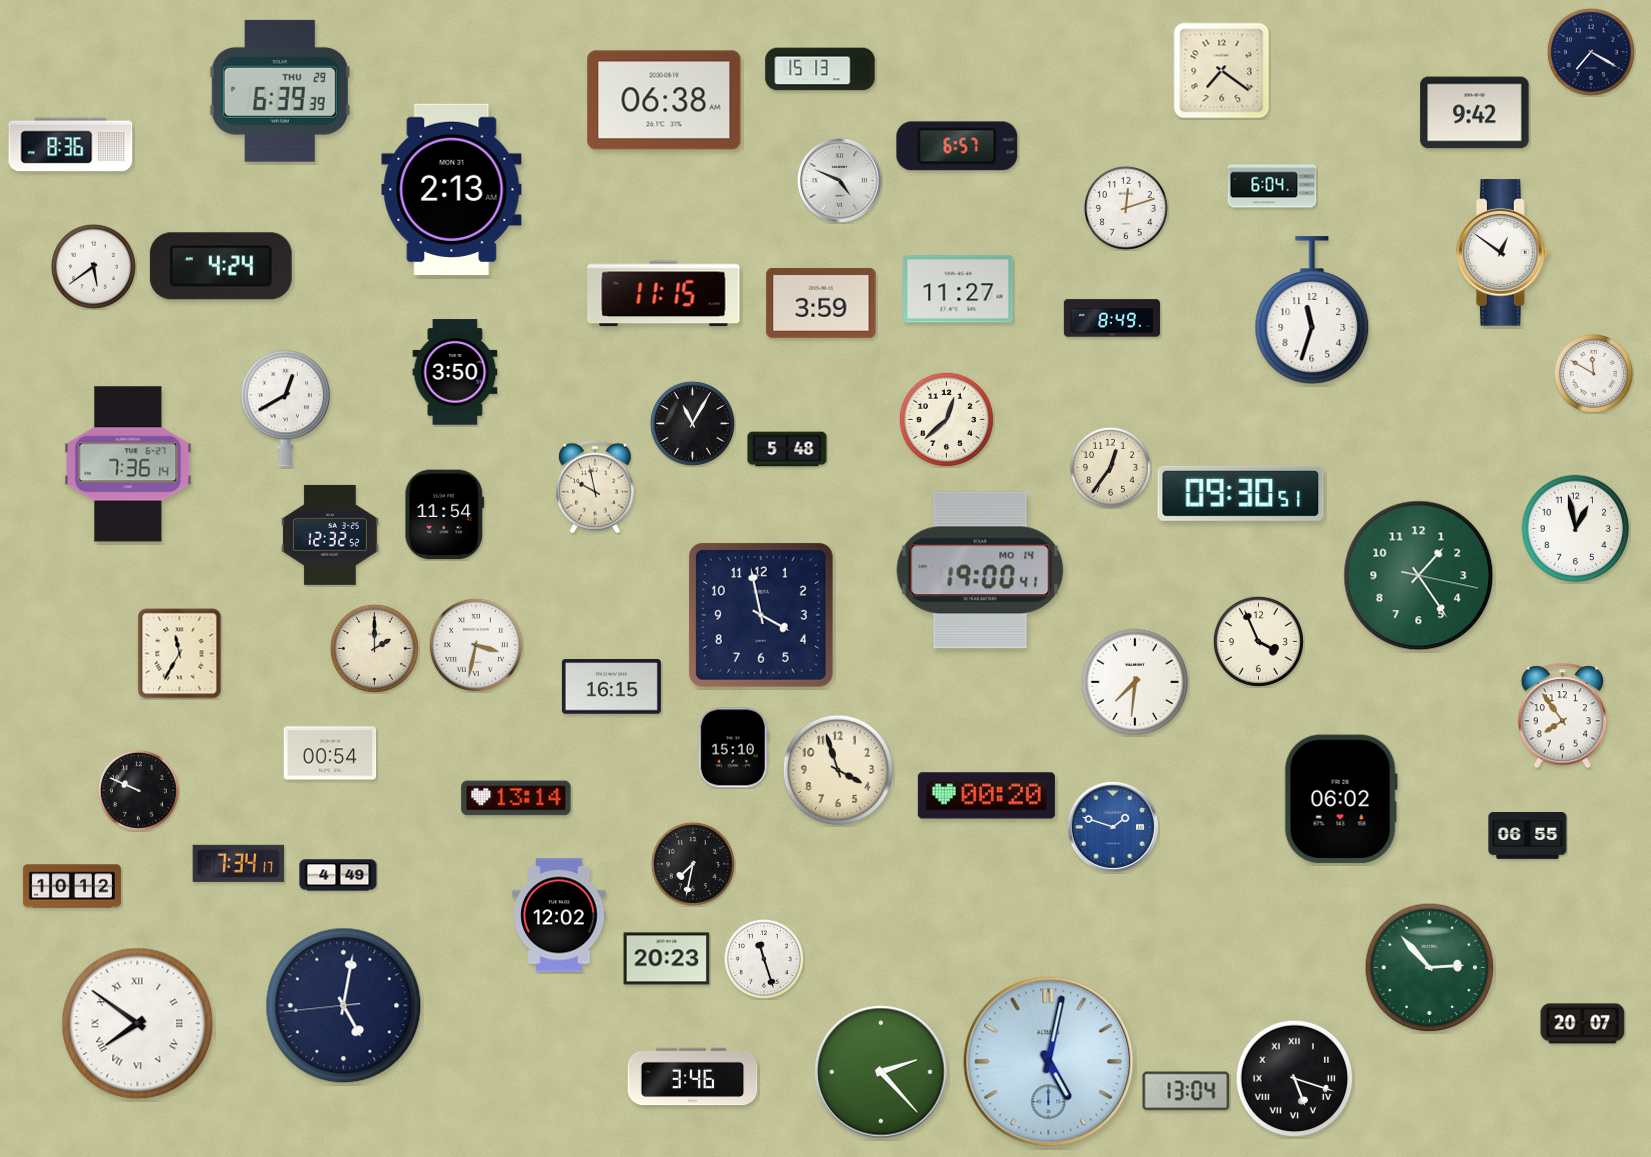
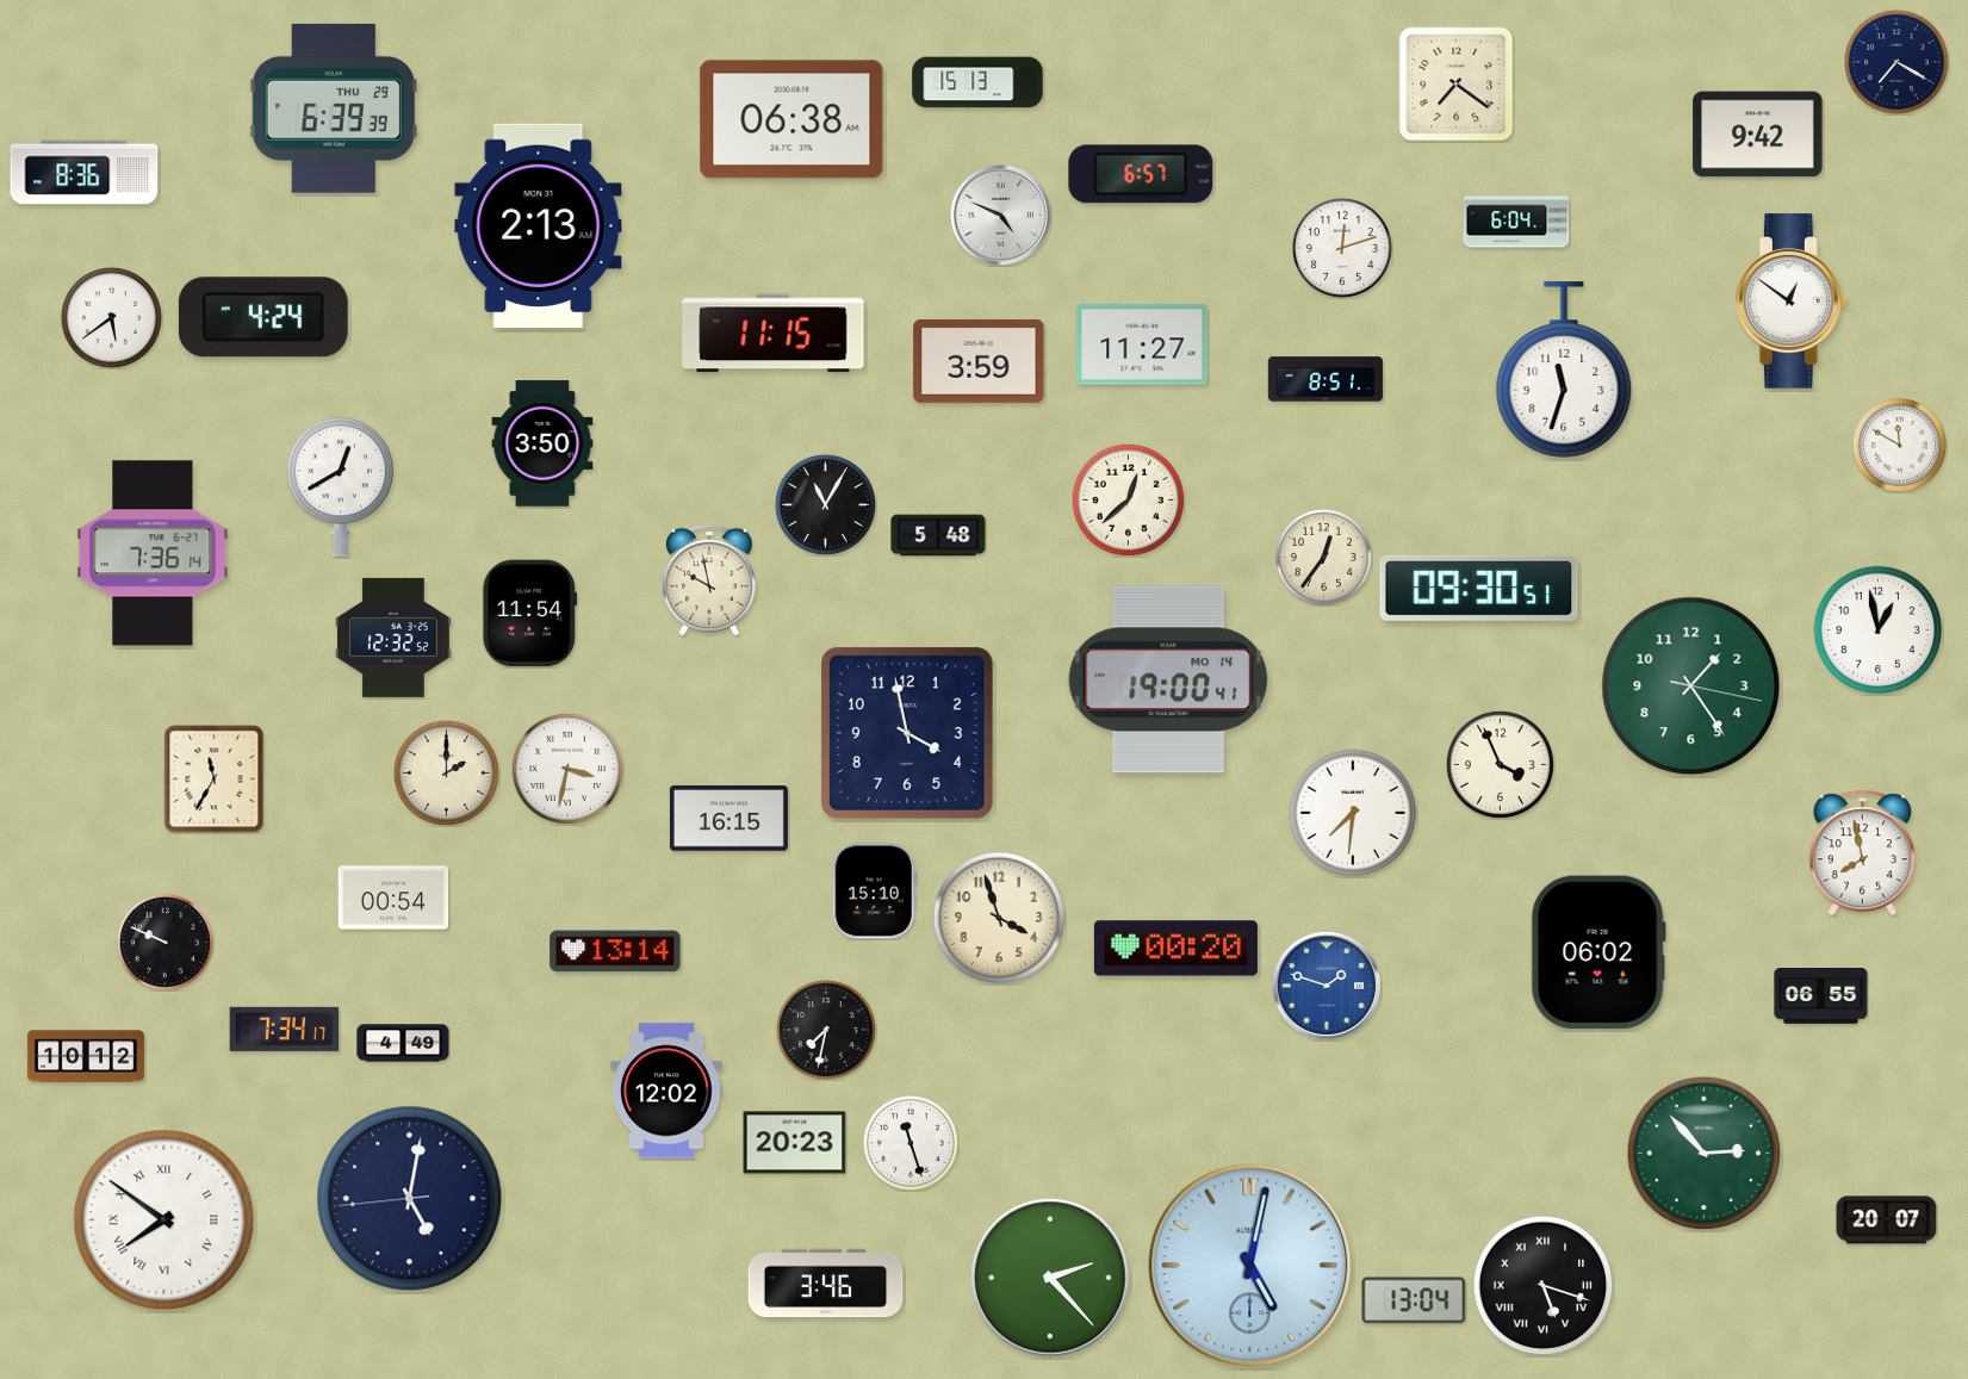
clock at (664, 294) position: (664, 294) -> (774, 334)
clock at (1112, 318): 8:49 -> 8:51
clock at (1562, 716): 7:54 -> 7:58
